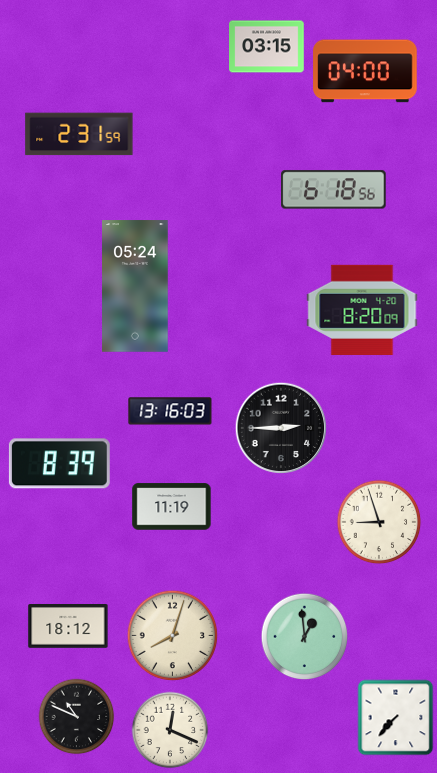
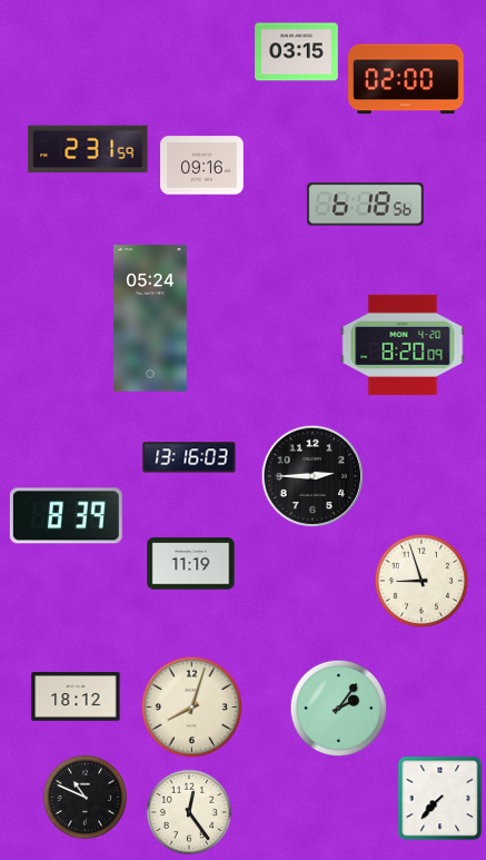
clock at (365, 71): 04:00 -> 02:00
clock at (202, 166): none -> 09:16
clock at (334, 190) position: (334, 190) -> (366, 205)
clock at (305, 637): 12:59 -> 2:06
clock at (170, 730): 12:19 -> 12:24
